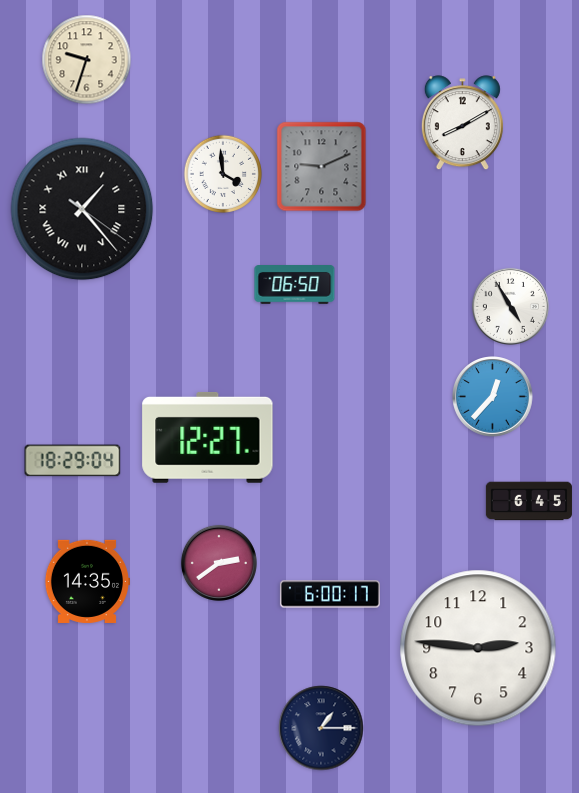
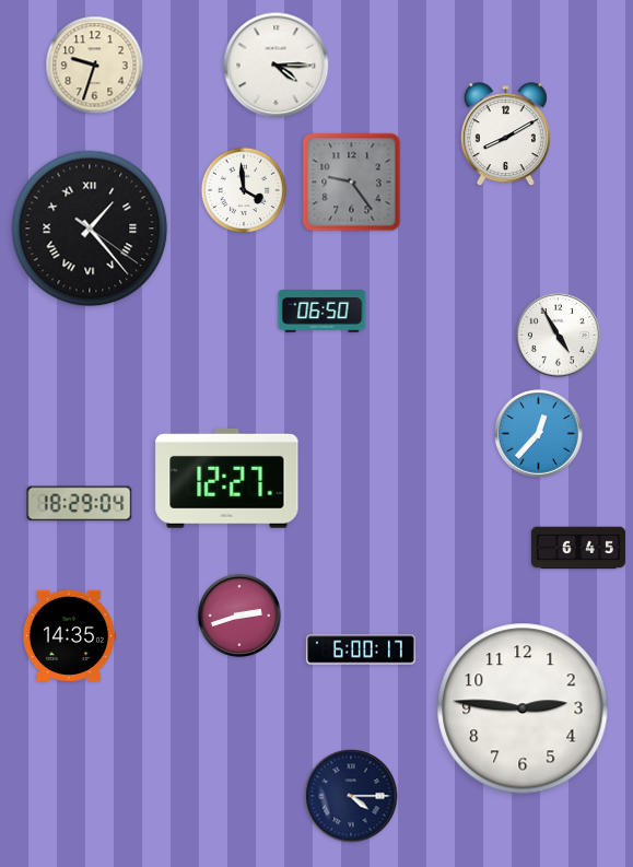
clock at (277, 66): none -> 4:15
clock at (322, 167): 9:11 -> 9:24
clock at (219, 563): 2:39 -> 2:42
clock at (86, 581) position: (86, 581) -> (68, 635)
clock at (321, 728): 1:15 -> 4:15
